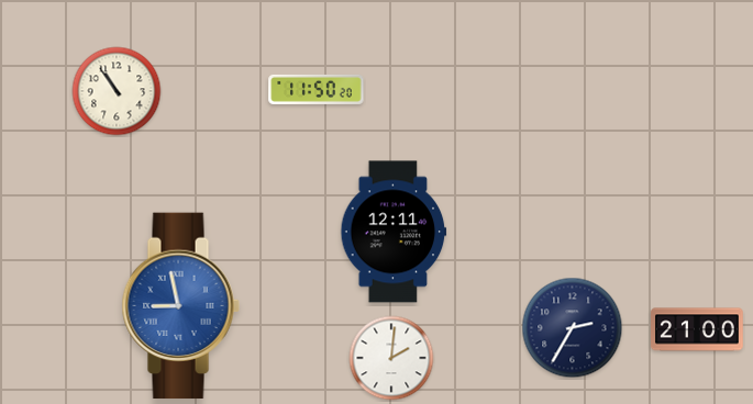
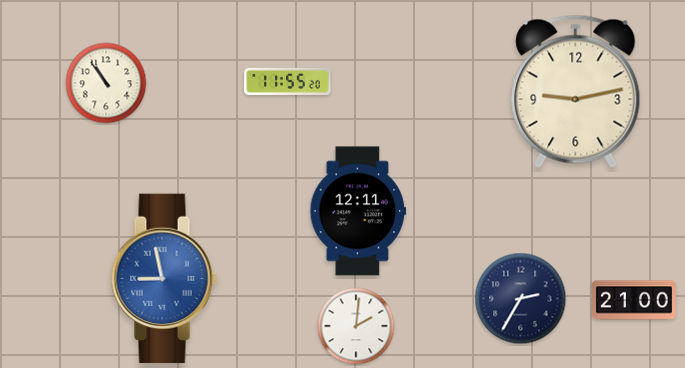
clock at (317, 89): 11:50 -> 11:55
clock at (576, 91): none -> 9:13
